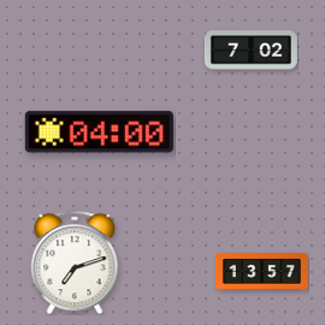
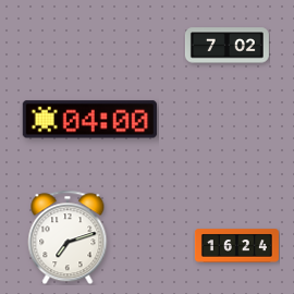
clock at (261, 272): 13:57 -> 16:24
